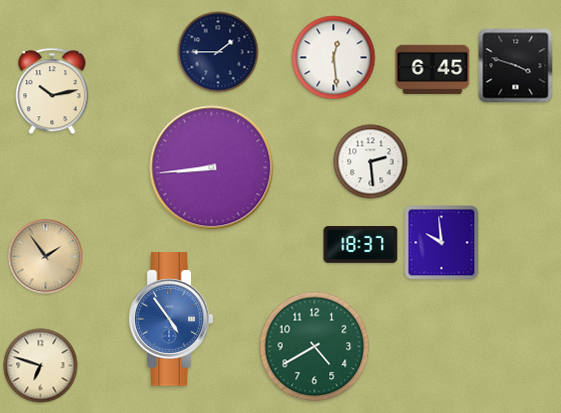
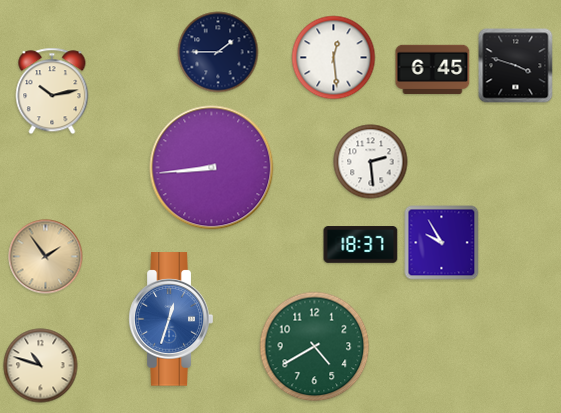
clock at (442, 243): 9:59 -> 9:55
clock at (171, 319): 4:54 -> 12:33
clock at (41, 366): 6:48 -> 10:48
